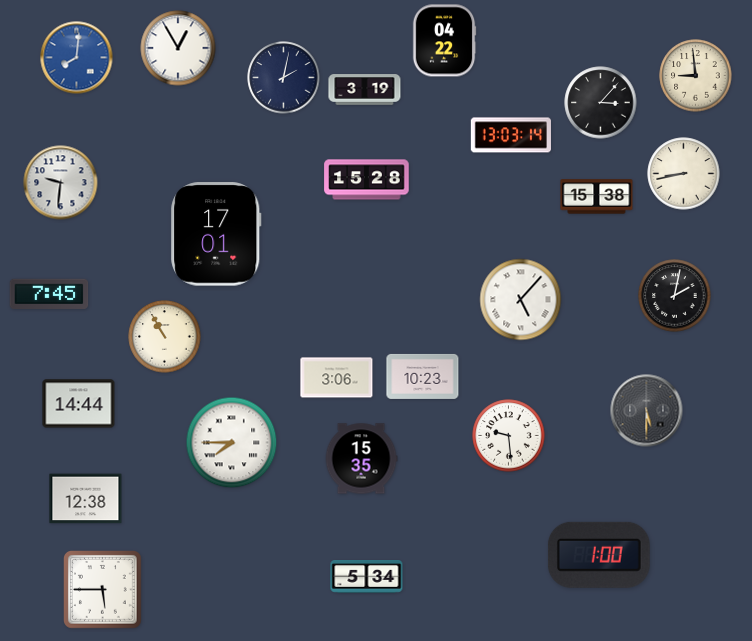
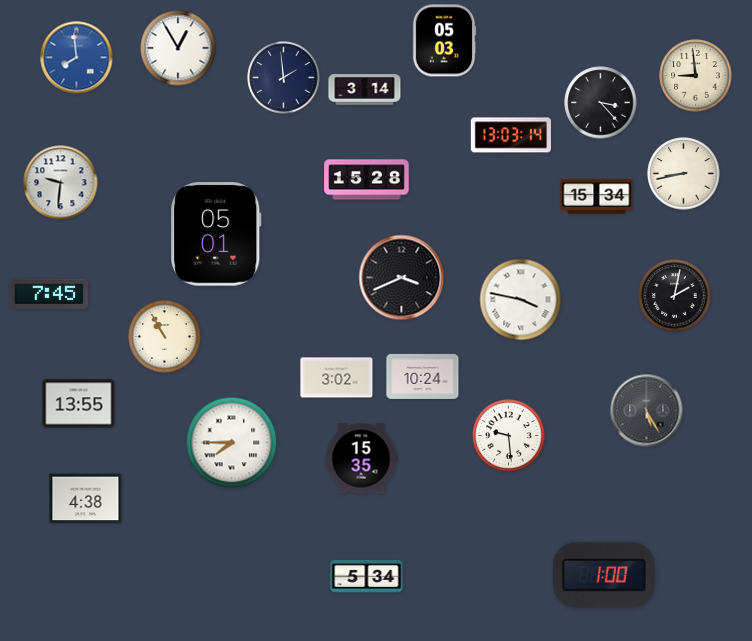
clock at (444, 41): 04:22 -> 05:03
clock at (77, 58): 8:01 -> 7:59
clock at (284, 78): 2:02 -> 1:59
clock at (365, 90): 3:19 -> 3:14
clock at (601, 103): 3:07 -> 3:23
clock at (597, 197): 15:38 -> 15:34
clock at (216, 234): 17:01 -> 05:01
clock at (402, 278): none -> 3:41
clock at (521, 300): 5:07 -> 3:47
clock at (423, 376): 10:23 -> 10:24
clock at (337, 378): 3:06 -> 3:02
clock at (79, 404): 14:44 -> 13:55
clock at (647, 411): 5:30 -> 5:25
clock at (86, 499): 12:38 -> 4:38
clock at (599, 555) position: (599, 555) -> (604, 575)
clock at (103, 590): 5:45 -> none
